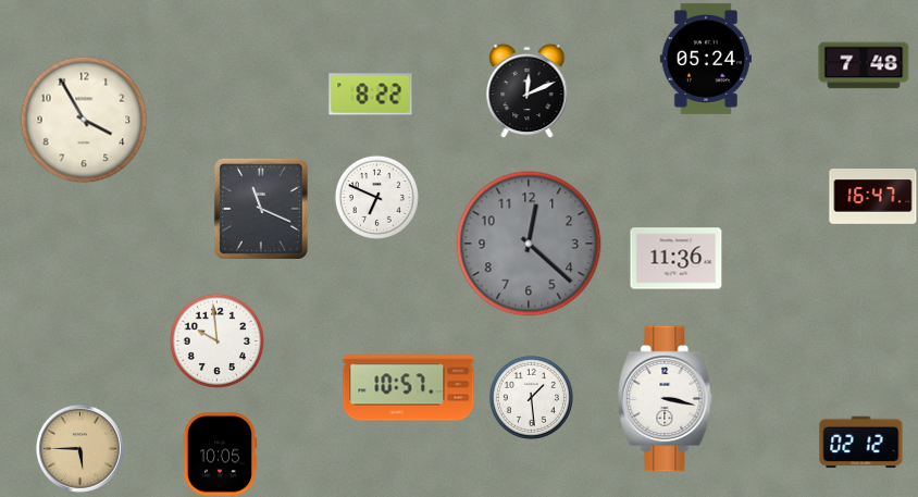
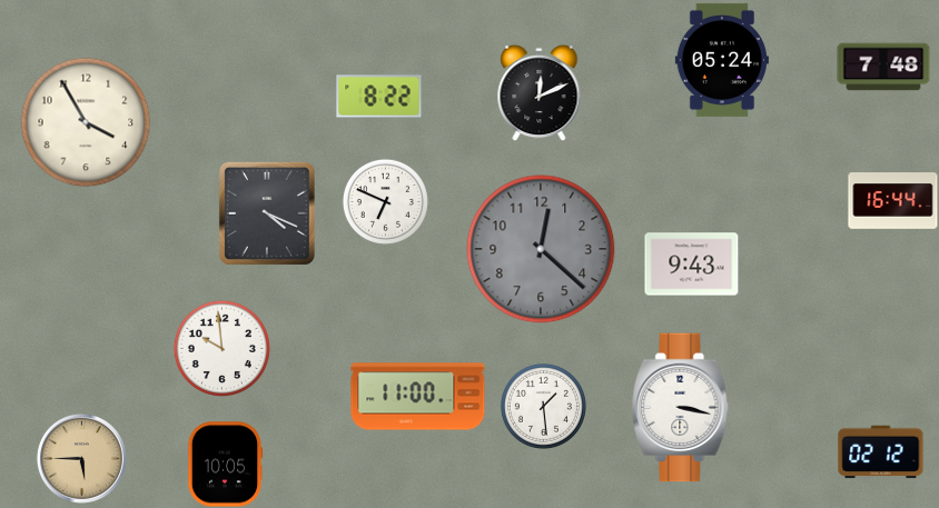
clock at (873, 197): 16:47 -> 16:44
clock at (261, 209): 11:19 -> 4:19
clock at (677, 259): 11:36 -> 9:43
clock at (409, 388): 10:57 -> 11:00
